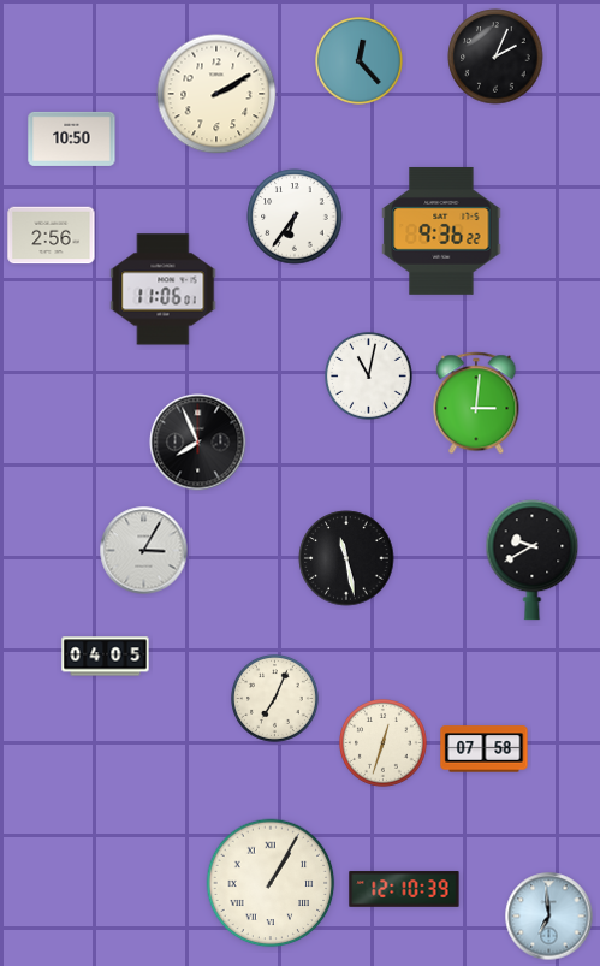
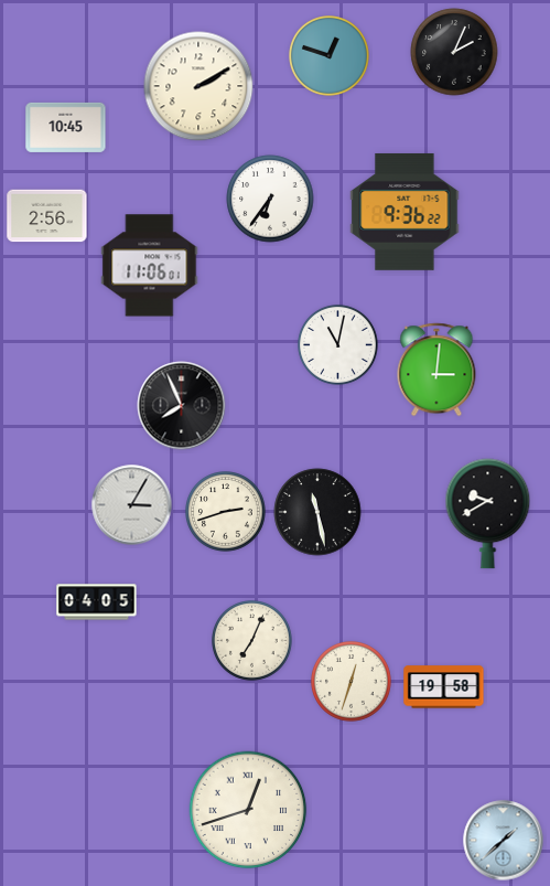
clock at (360, 61): 12:23 -> 12:48
clock at (72, 138): 10:50 -> 10:45
clock at (226, 512): none -> 2:42
clock at (485, 749): 07:58 -> 19:58
clock at (271, 883): 1:05 -> 12:42
clock at (404, 889): 12:10 -> none
clock at (549, 917): 6:59 -> 1:38
